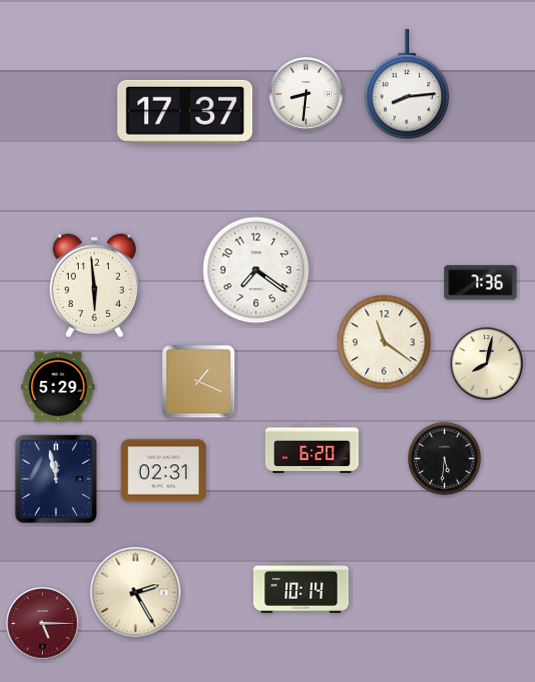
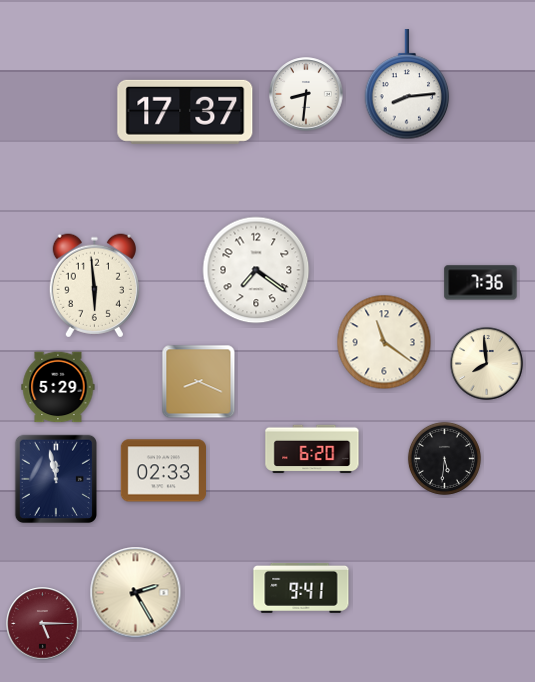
clock at (487, 364): 8:02 -> 7:59
clock at (199, 382): 1:19 -> 8:19
clock at (163, 471): 02:31 -> 02:33
clock at (301, 588): 10:14 -> 9:41
